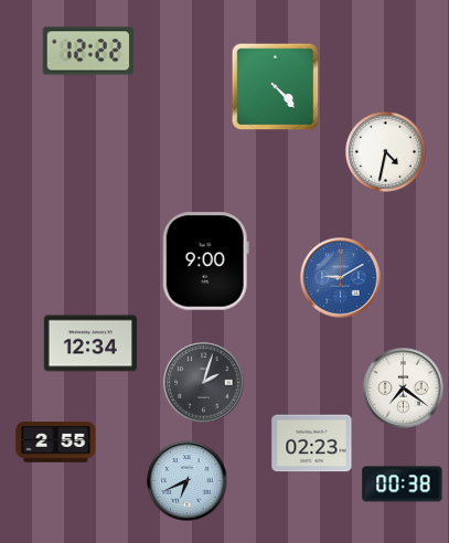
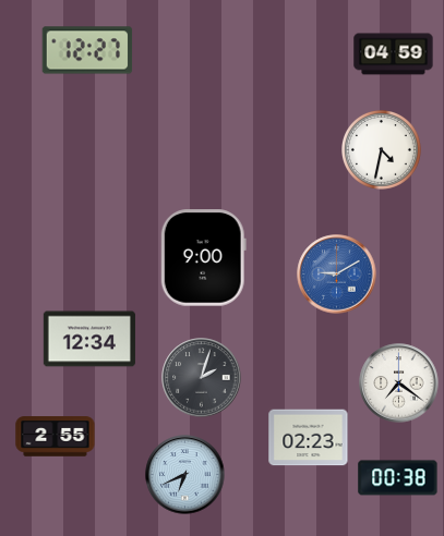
clock at (88, 51): 12:22 -> 12:27
clock at (394, 54): none -> 04:59
clock at (276, 87): 4:23 -> none
